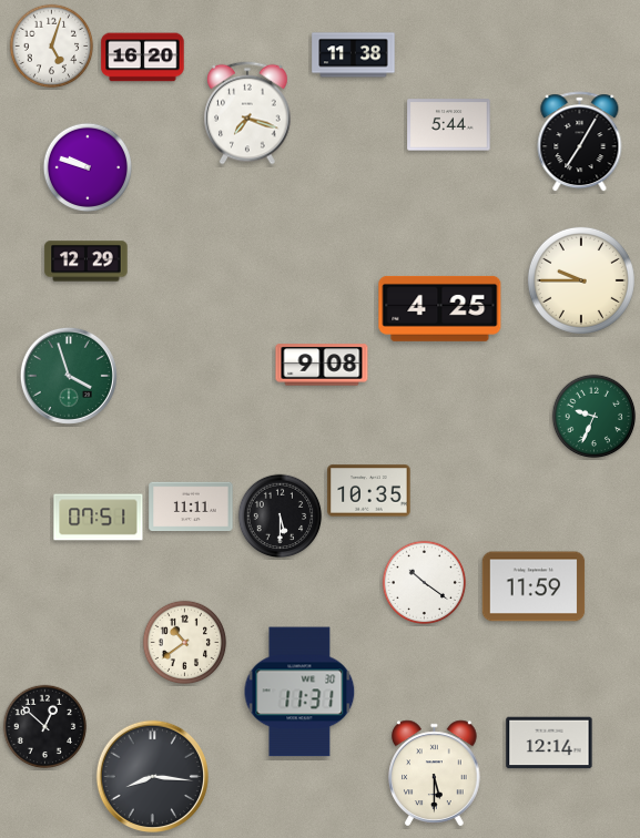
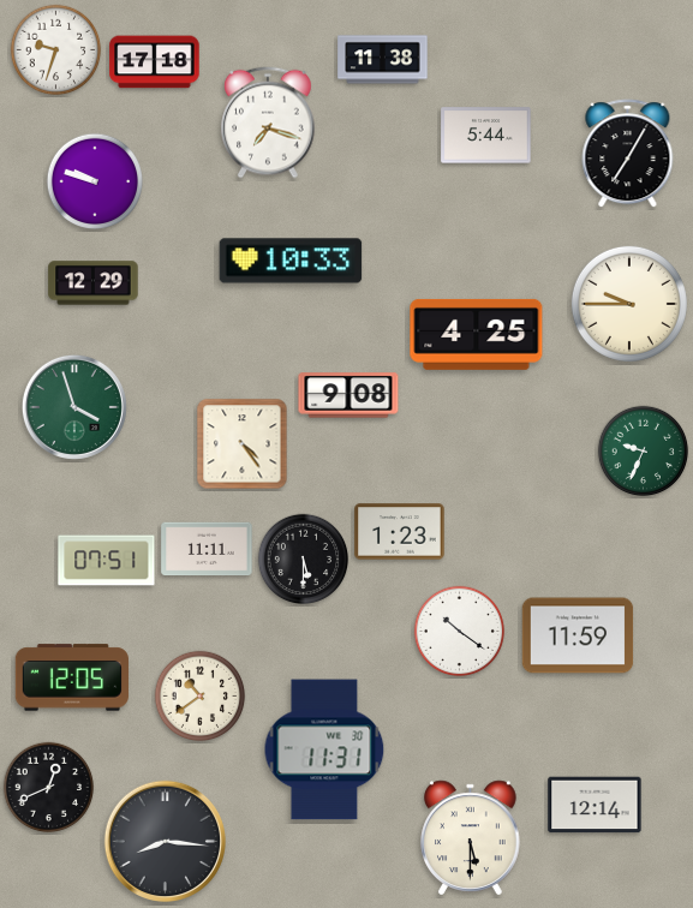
clock at (52, 47): 5:03 -> 9:33
clock at (143, 58): 16:20 -> 17:18
clock at (291, 261): none -> 10:33
clock at (243, 444): none -> 4:24
clock at (369, 491): 10:35 -> 1:23
clock at (72, 677): none -> 12:05
clock at (45, 727): 12:52 -> 12:41
